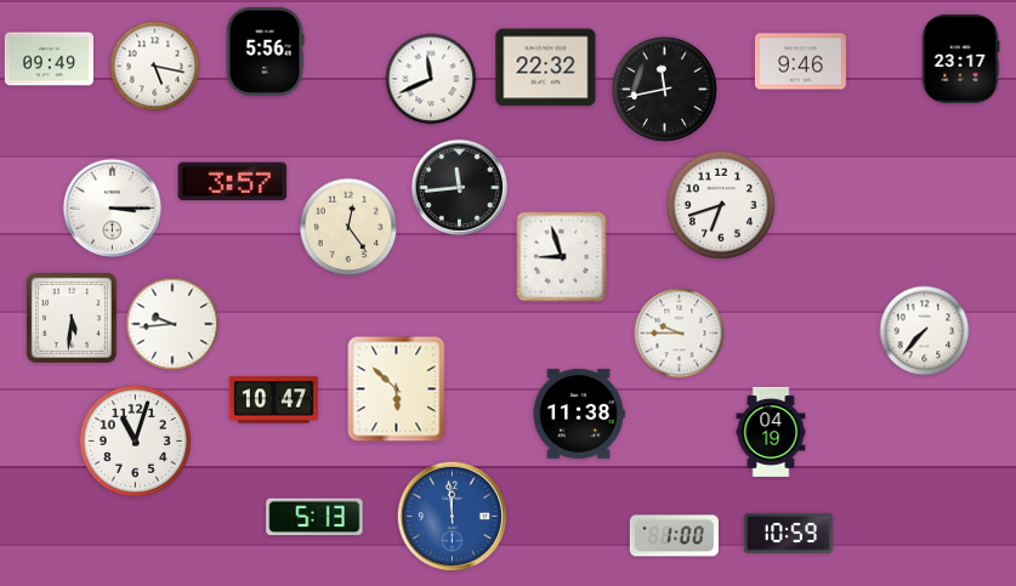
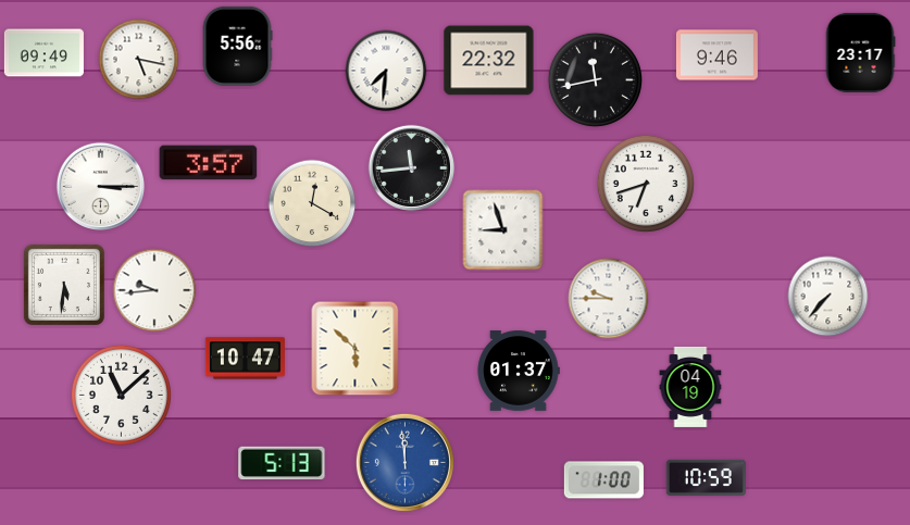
clock at (431, 79): 11:41 -> 7:31
clock at (348, 227): 12:24 -> 12:20
clock at (579, 415): 11:38 -> 01:37
clock at (135, 440): 11:03 -> 11:08
